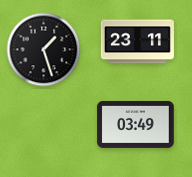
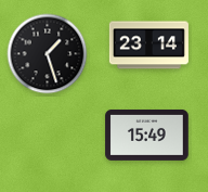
clock at (137, 42): 23:11 -> 23:14
clock at (136, 124): 03:49 -> 15:49
